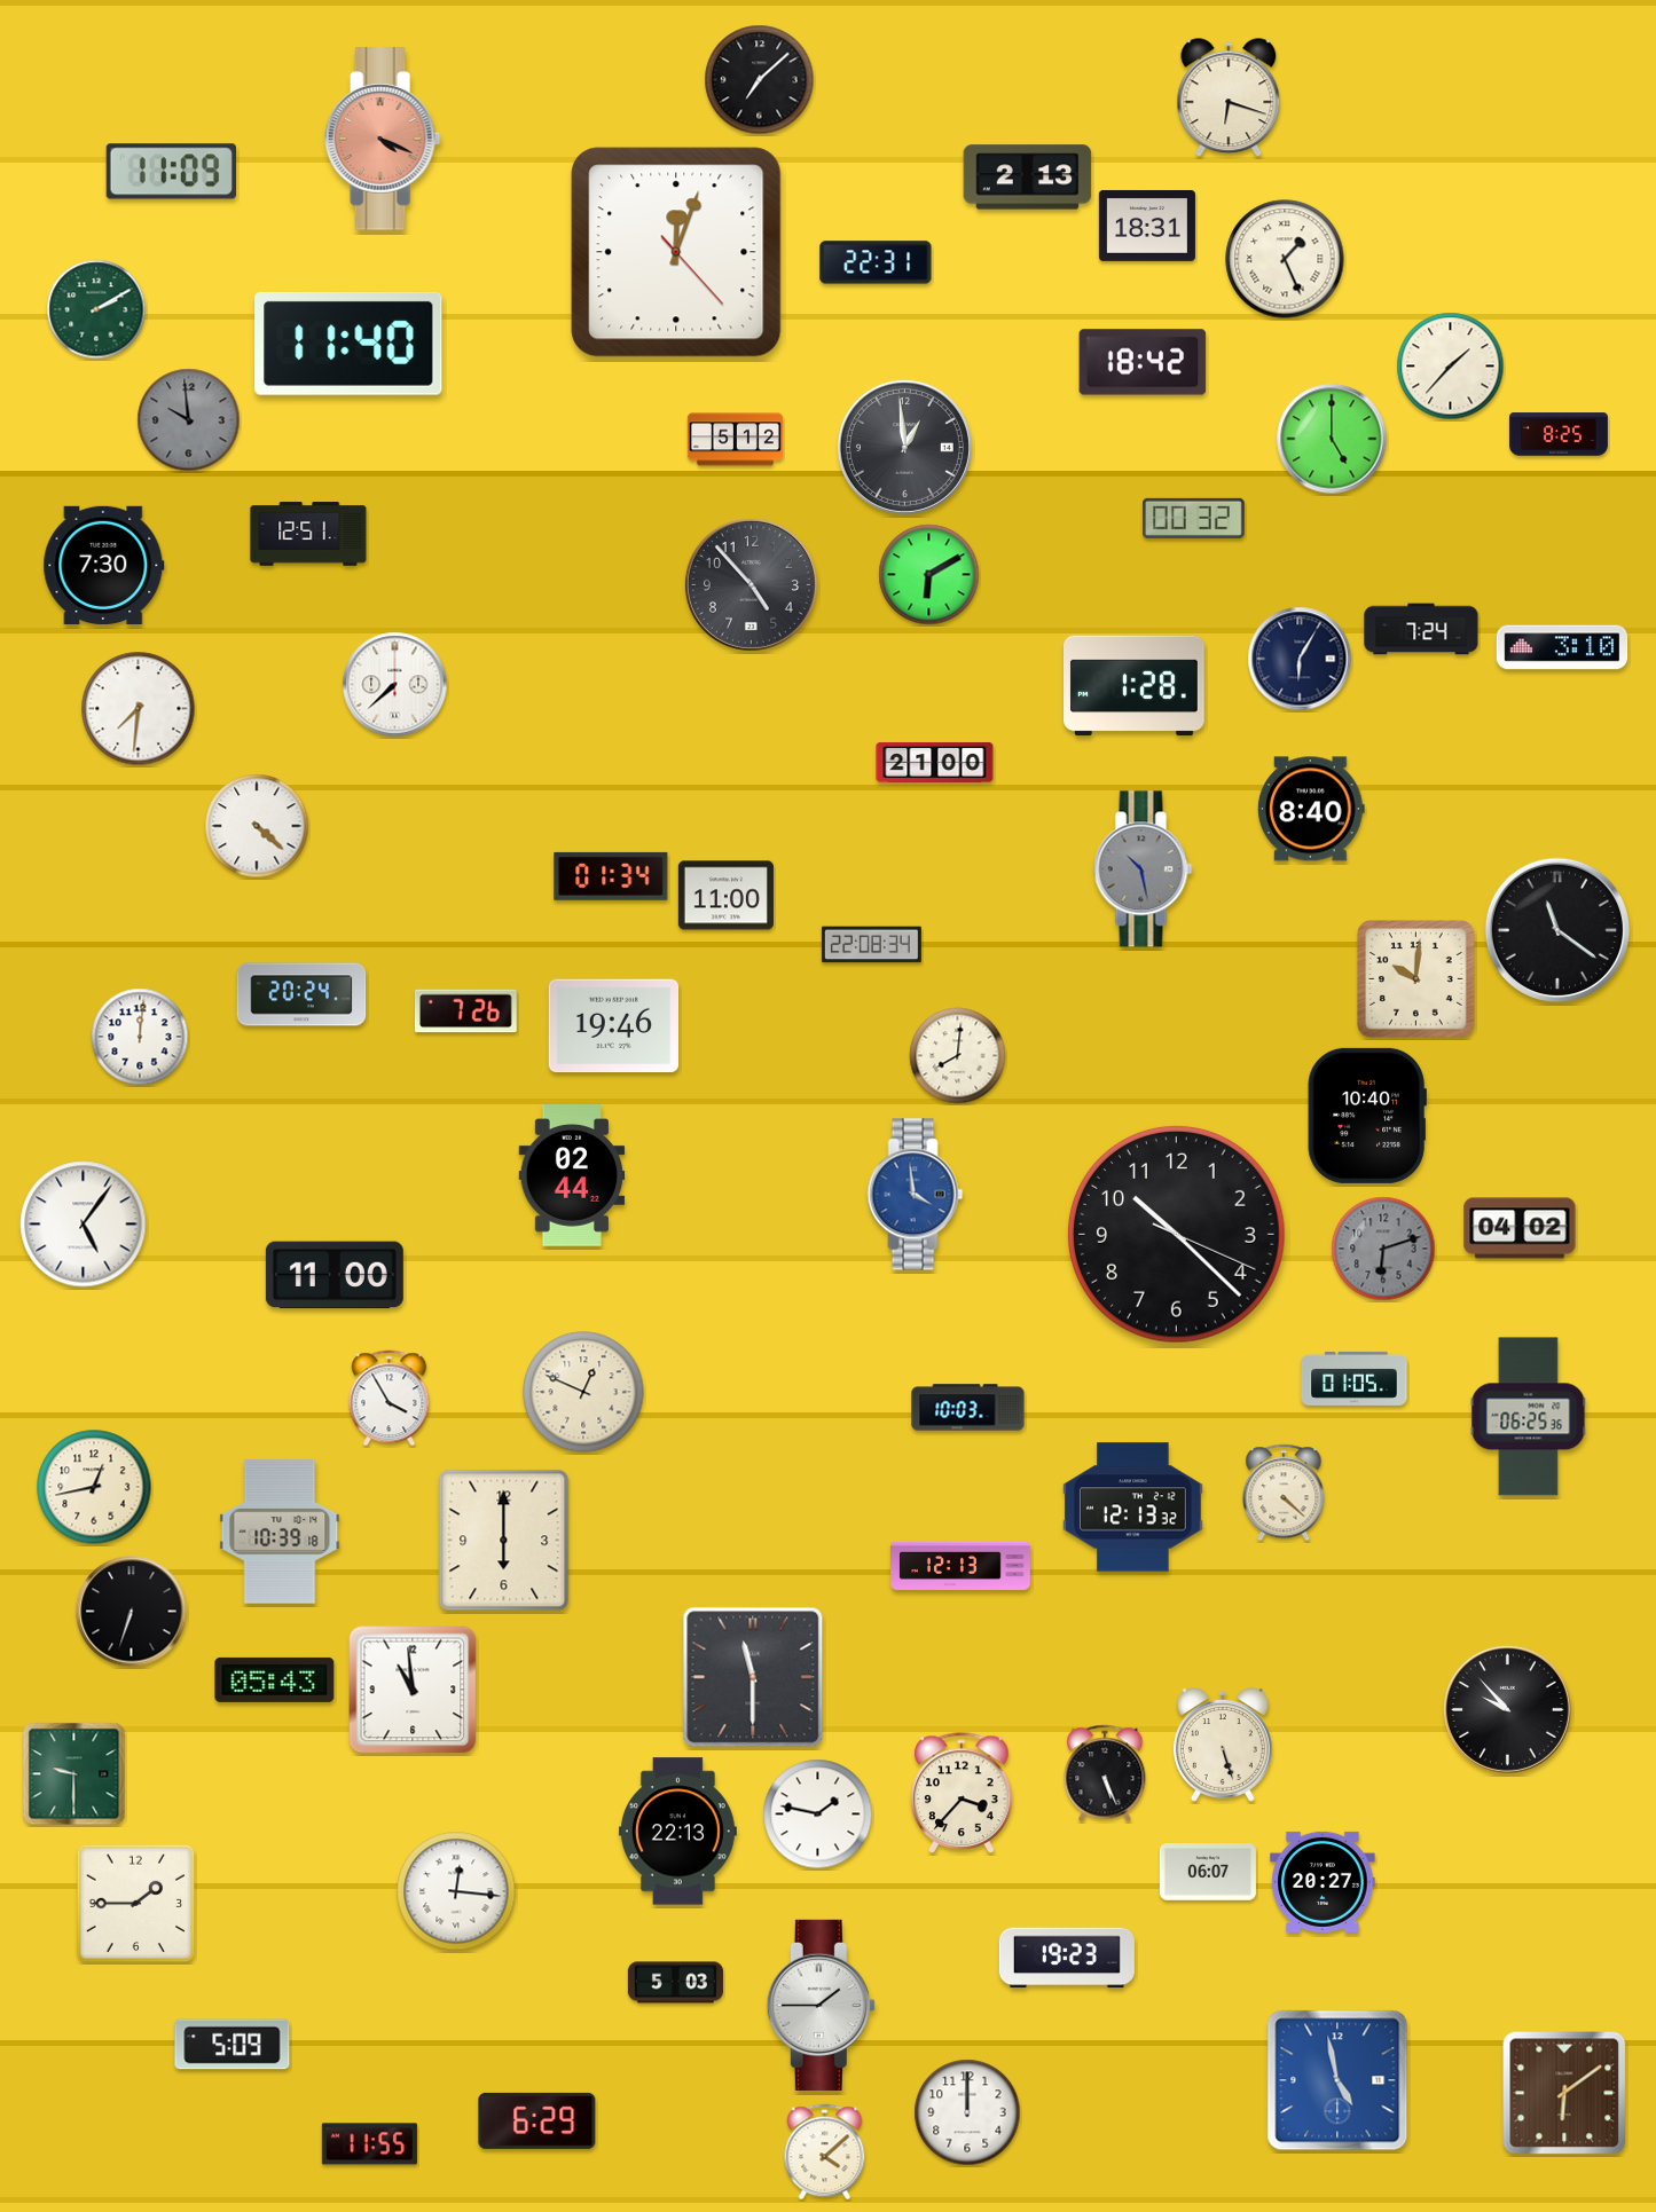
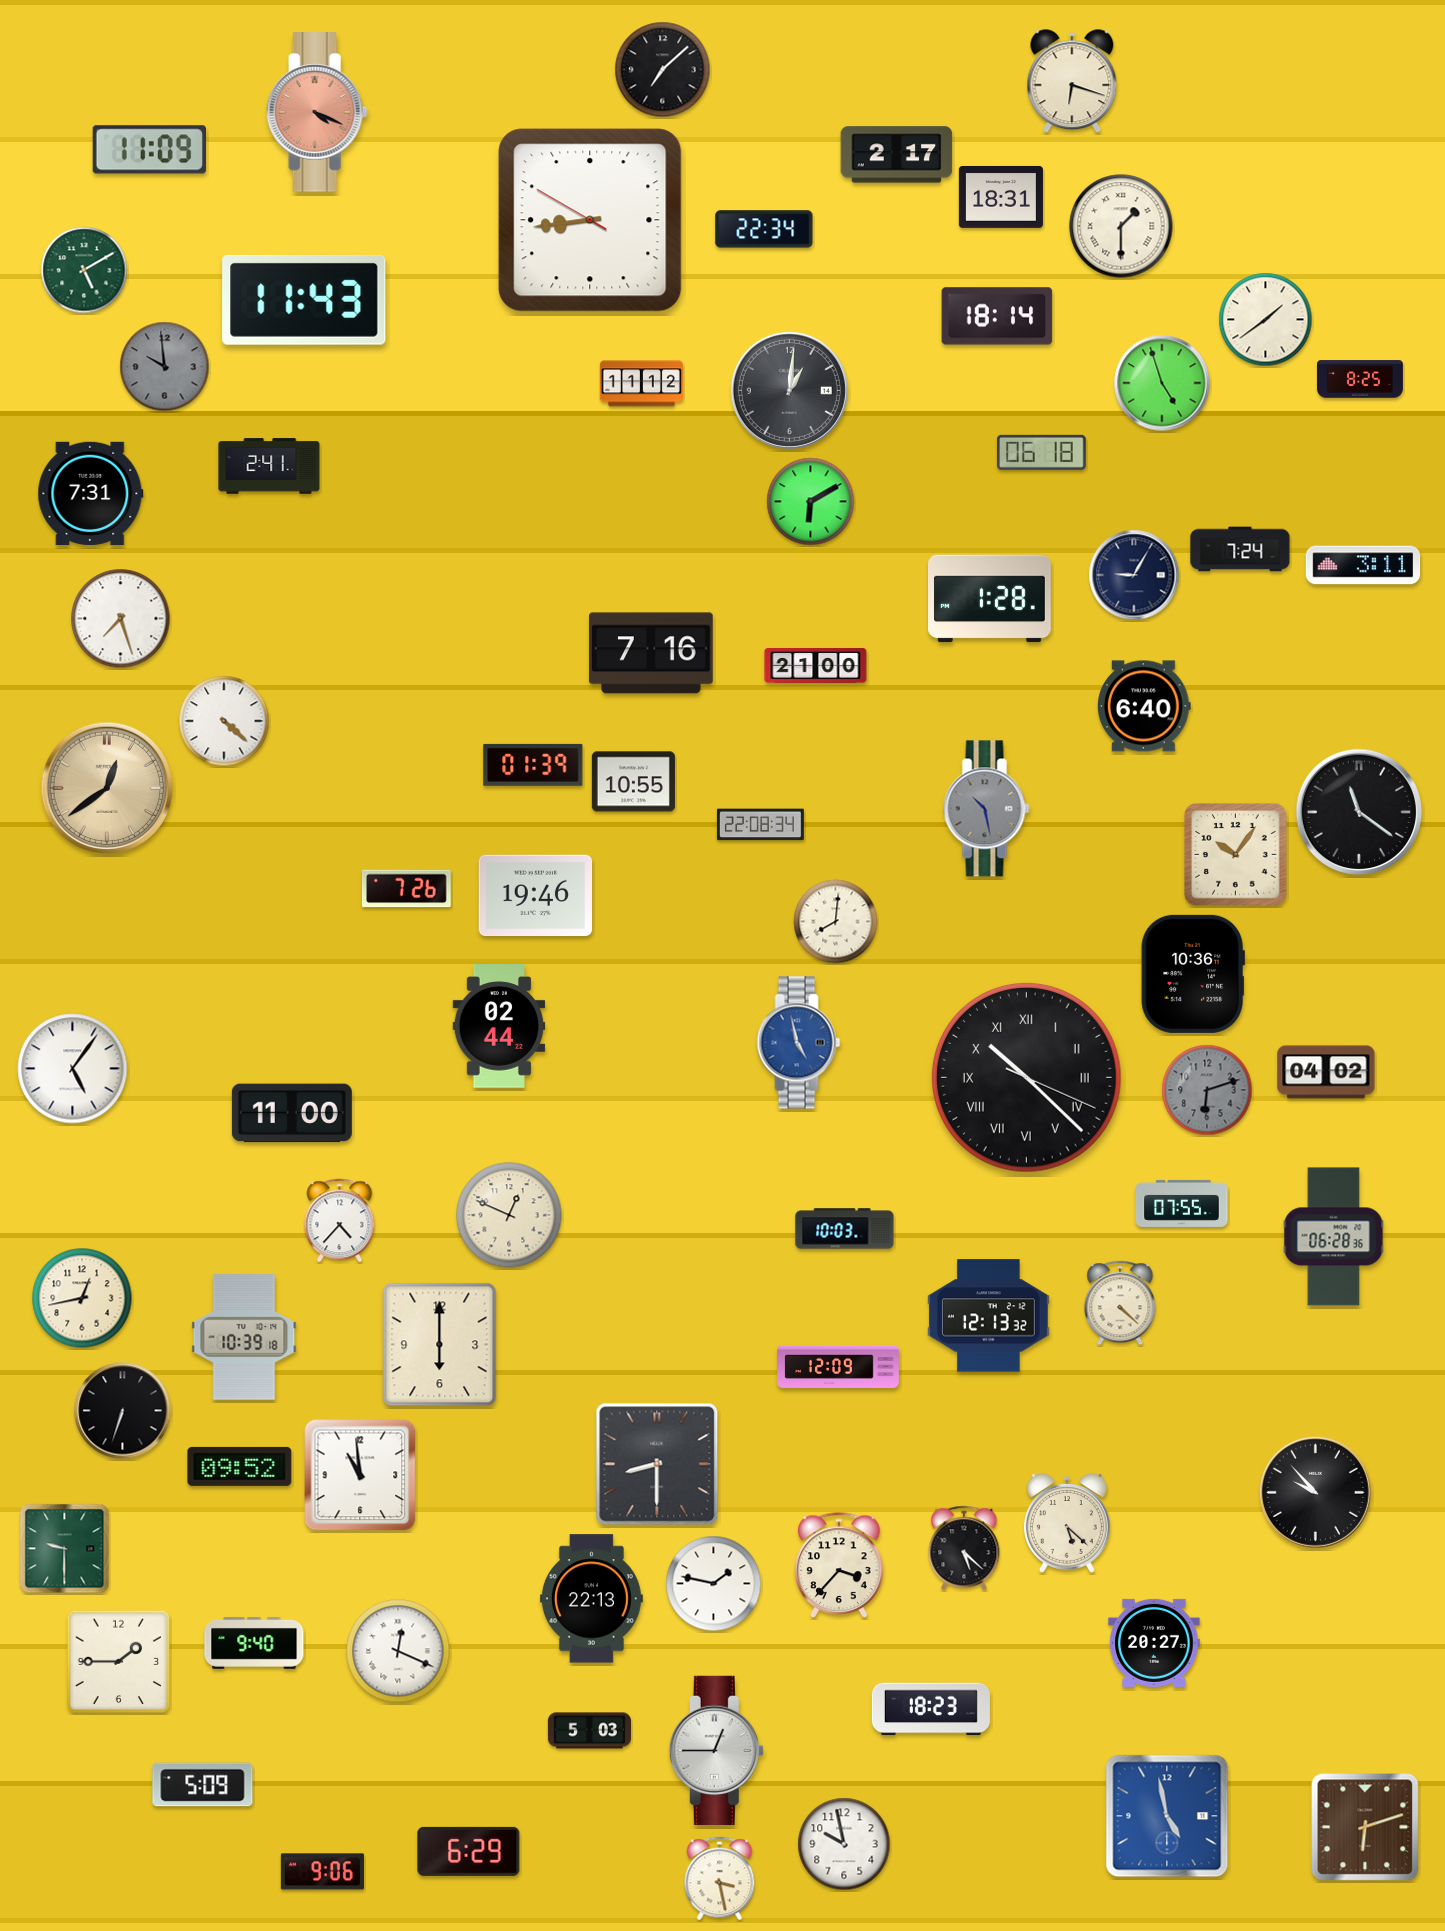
clock at (1229, 99) position: (1229, 99) -> (1072, 82)
clock at (383, 139) position: (383, 139) -> (317, 112)
clock at (1028, 178): 2:13 -> 2:17
clock at (676, 252): 12:03 -> 8:43
clock at (1285, 259): 1:26 -> 1:30
clock at (876, 262): 22:31 -> 22:34
clock at (96, 309): 2:10 -> 5:10
clock at (348, 344): 11:40 -> 11:43
clock at (1143, 362): 18:42 -> 18:14
clock at (1451, 367): 1:37 -> 1:39
clock at (1332, 439): 5:00 -> 4:57
clock at (735, 440): 5:12 -> 11:12
clock at (904, 447): 12:59 -> 1:01
clock at (1193, 518): 00:32 -> 06:18
clock at (308, 534): 12:51 -> 2:41
clock at (104, 565): 7:30 -> 7:31
clock at (751, 584): 4:53 -> none
clock at (1562, 647): 3:10 -> 3:11
clock at (1300, 659): 6:05 -> 9:05
clock at (395, 685): 7:38 -> none
clock at (139, 709): 7:31 -> 7:27
clock at (651, 653): none -> 7:16
clock at (1311, 809): 8:40 -> 6:40
clock at (1144, 869) position: (1144, 869) -> (987, 809)
clock at (611, 876): 01:34 -> 01:39
clock at (725, 896): 11:00 -> 10:55
clock at (107, 788): none -> 12:39
clock at (1416, 979): 10:01 -> 10:06
clock at (301, 994): 20:24 -> none
clock at (466, 1011) position: (466, 1011) -> (407, 889)
clock at (140, 1037): 12:01 -> none
clock at (1367, 1116): 10:40 -> 10:36
clock at (916, 1195): 3:59 -> 4:58
clock at (1177, 1235) numerals: Arabic -> Roman
clock at (1355, 1378): 01:05 -> 07:55
clock at (390, 1399): 3:55 -> 4:37
clock at (1529, 1417): 06:25 -> 06:28
clock at (962, 1566): 12:13 -> 12:09
clock at (132, 1612) position: (132, 1612) -> (123, 1411)
clock at (753, 1677): 11:30 -> 8:30
clock at (275, 1679): 05:43 -> 09:52
clock at (1223, 1746): 5:27 -> 5:22
clock at (1105, 1773): 5:26 -> 5:22
clock at (1208, 1872): 06:07 -> none
clock at (254, 1643): none -> 9:40
clock at (456, 1891): 12:16 -> 12:19
clock at (1067, 1958): 19:23 -> 18:23
clock at (821, 2005): 1:45 -> 12:45
clock at (1564, 2093): 6:09 -> 6:12
clock at (967, 2112): 12:00 -> 9:58
clock at (369, 2144): 11:55 -> 9:06
clock at (825, 2152): 4:08 -> 3:28
